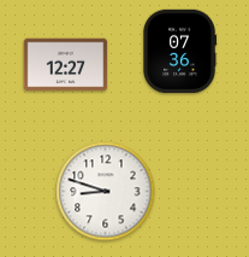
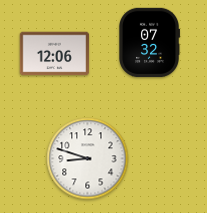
clock at (179, 52): 07:36 -> 07:32
clock at (66, 65): 12:27 -> 12:06
